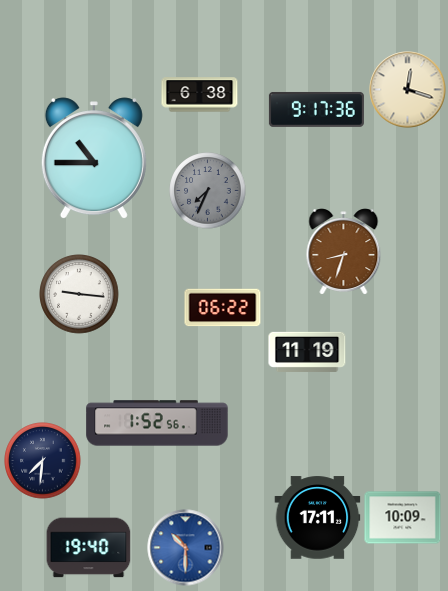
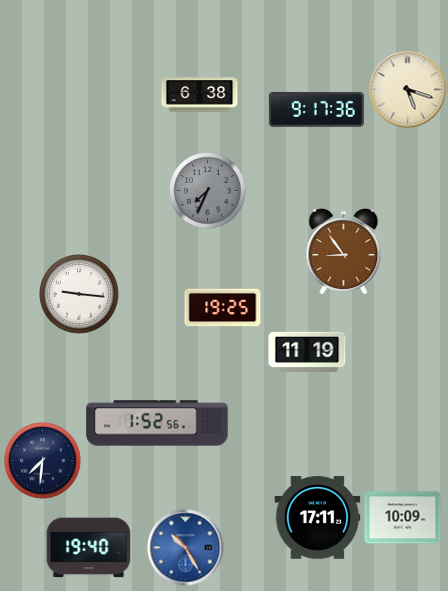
clock at (408, 90): 12:18 -> 5:18
clock at (94, 159): 10:45 -> none
clock at (344, 252): 8:33 -> 8:54
clock at (223, 308): 06:22 -> 19:25
clock at (186, 548): 10:30 -> 10:25
